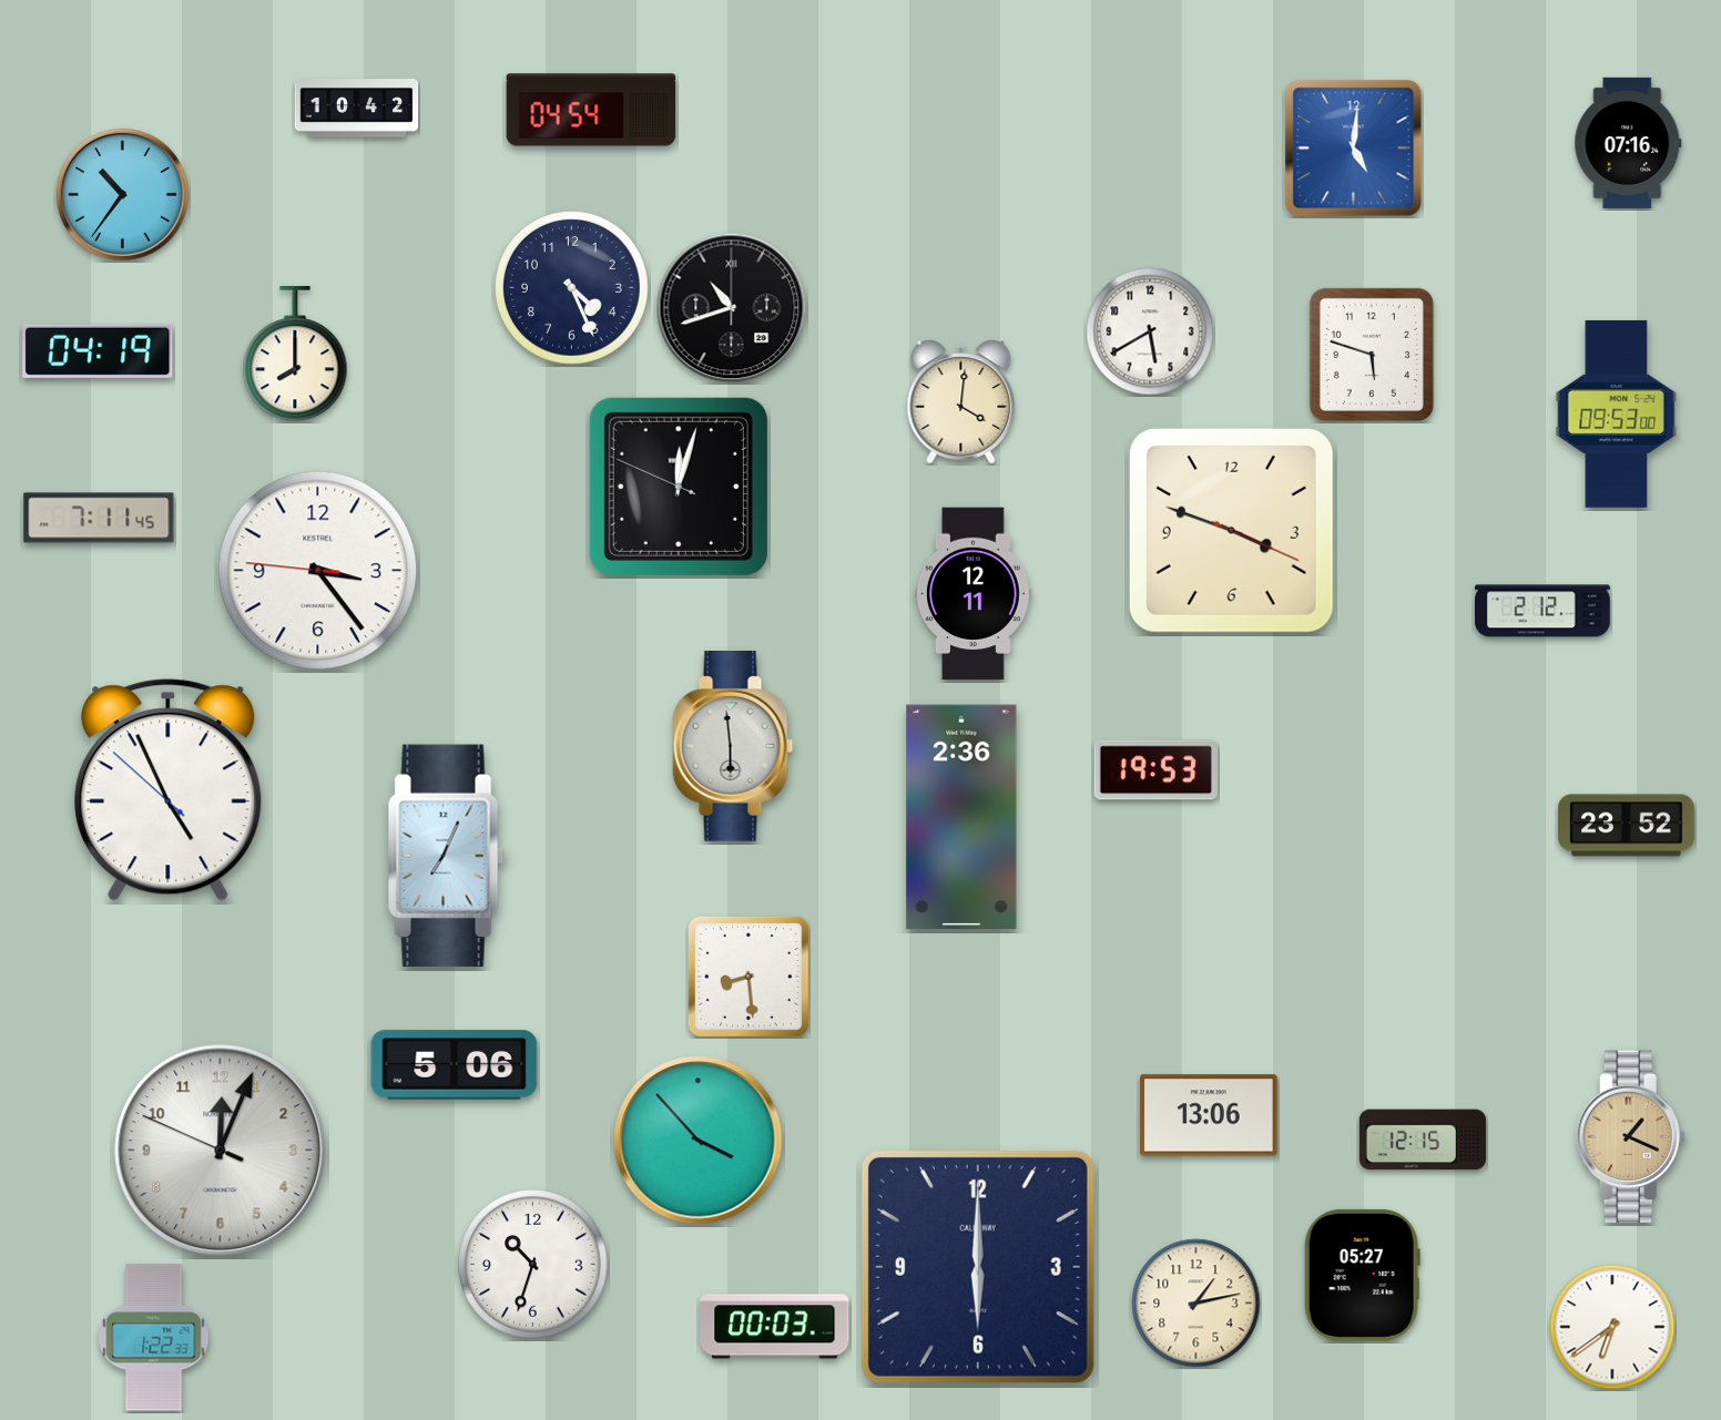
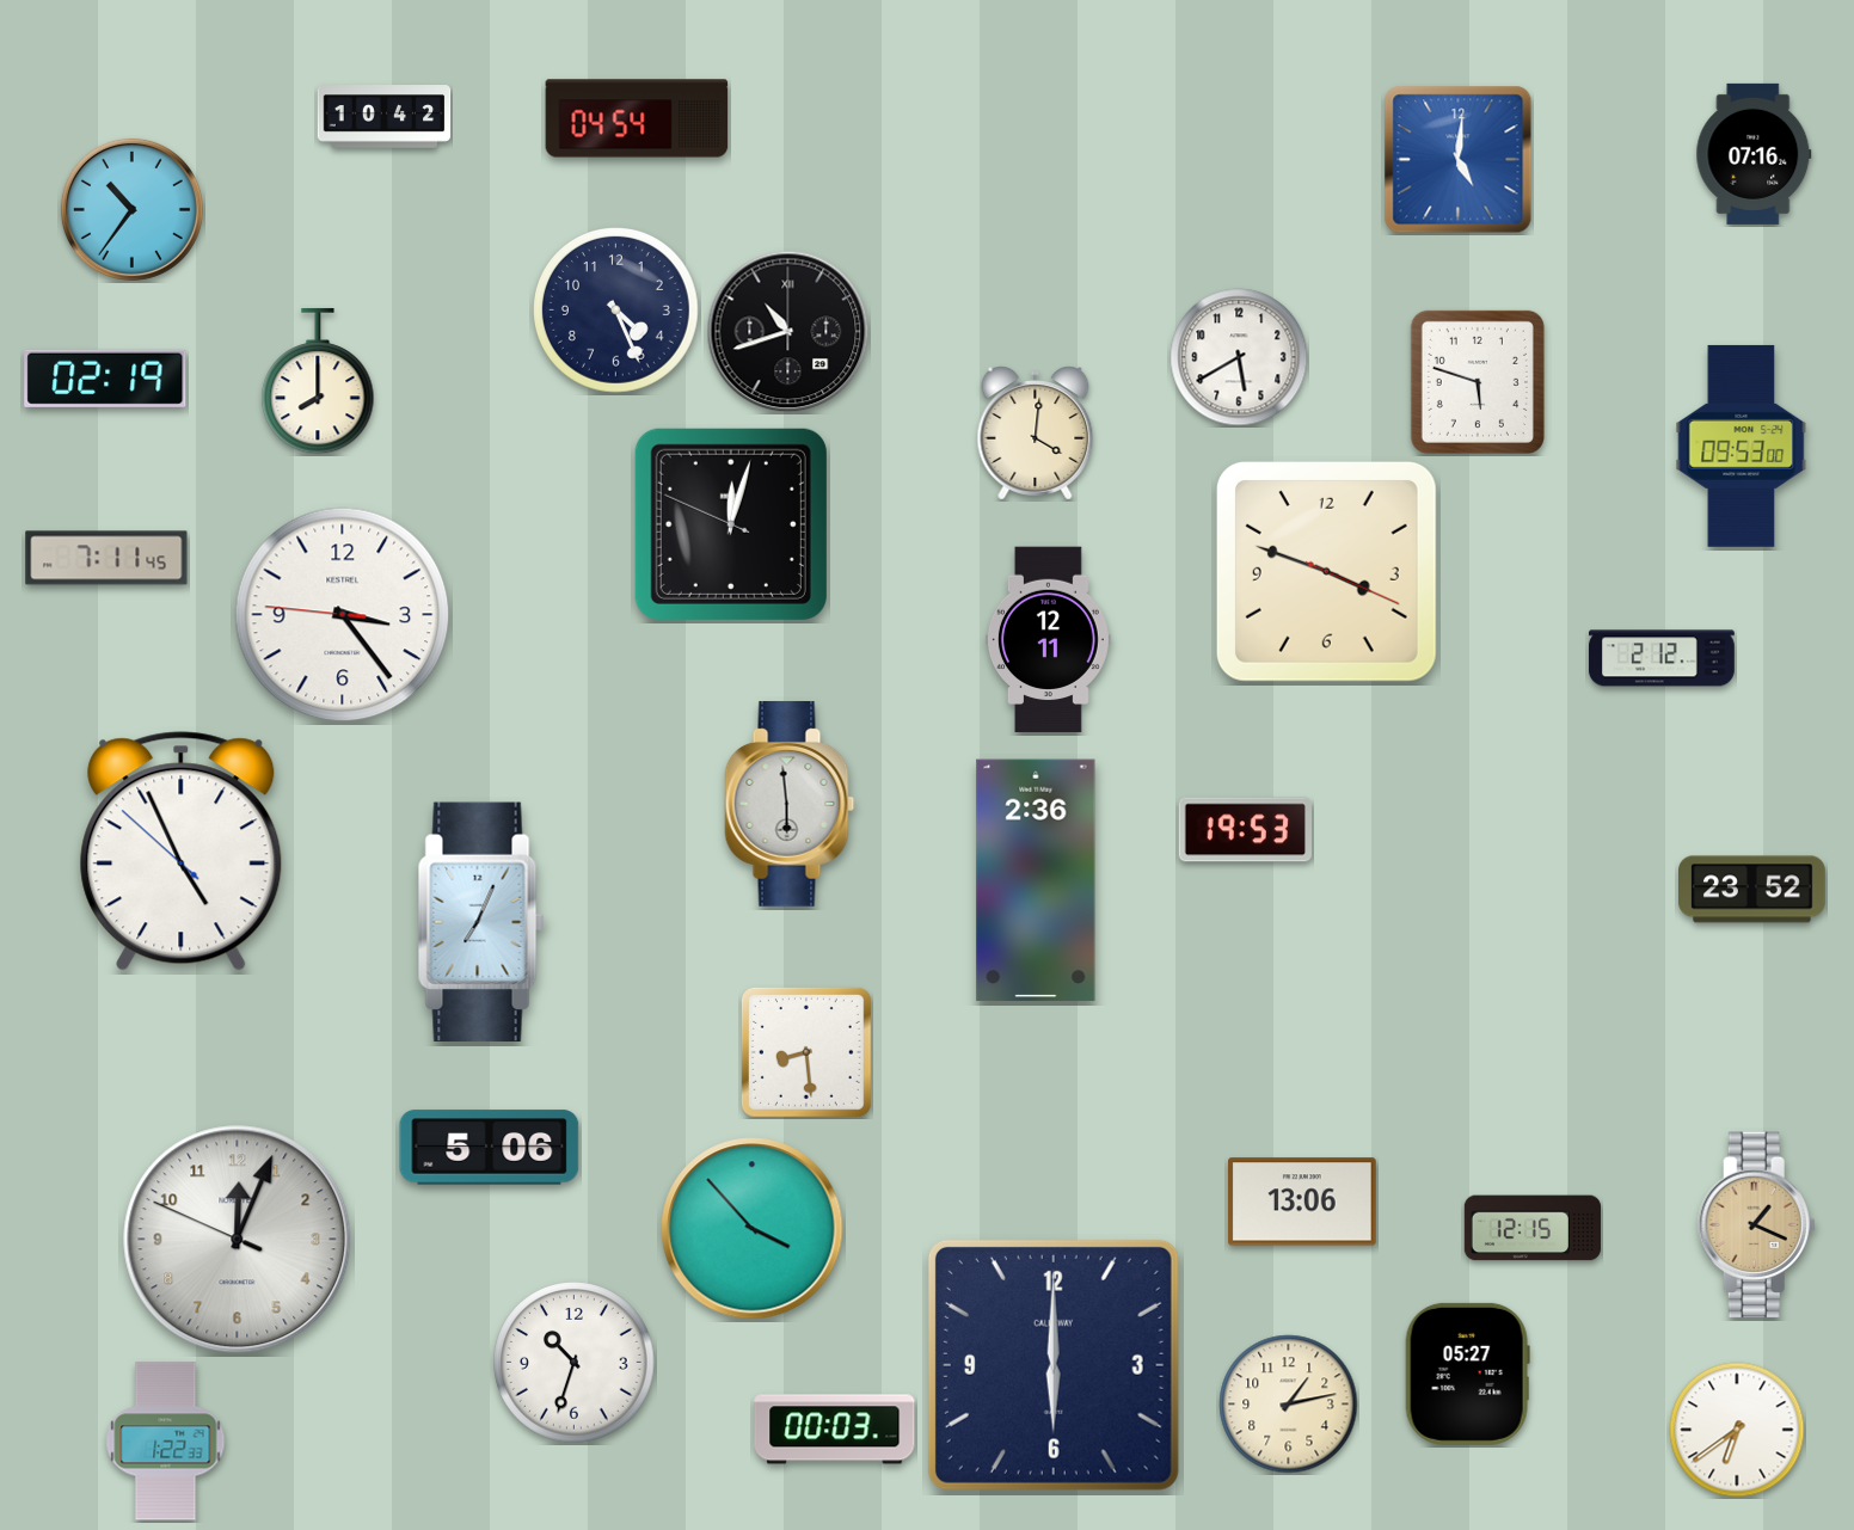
clock at (98, 351): 04:19 -> 02:19
